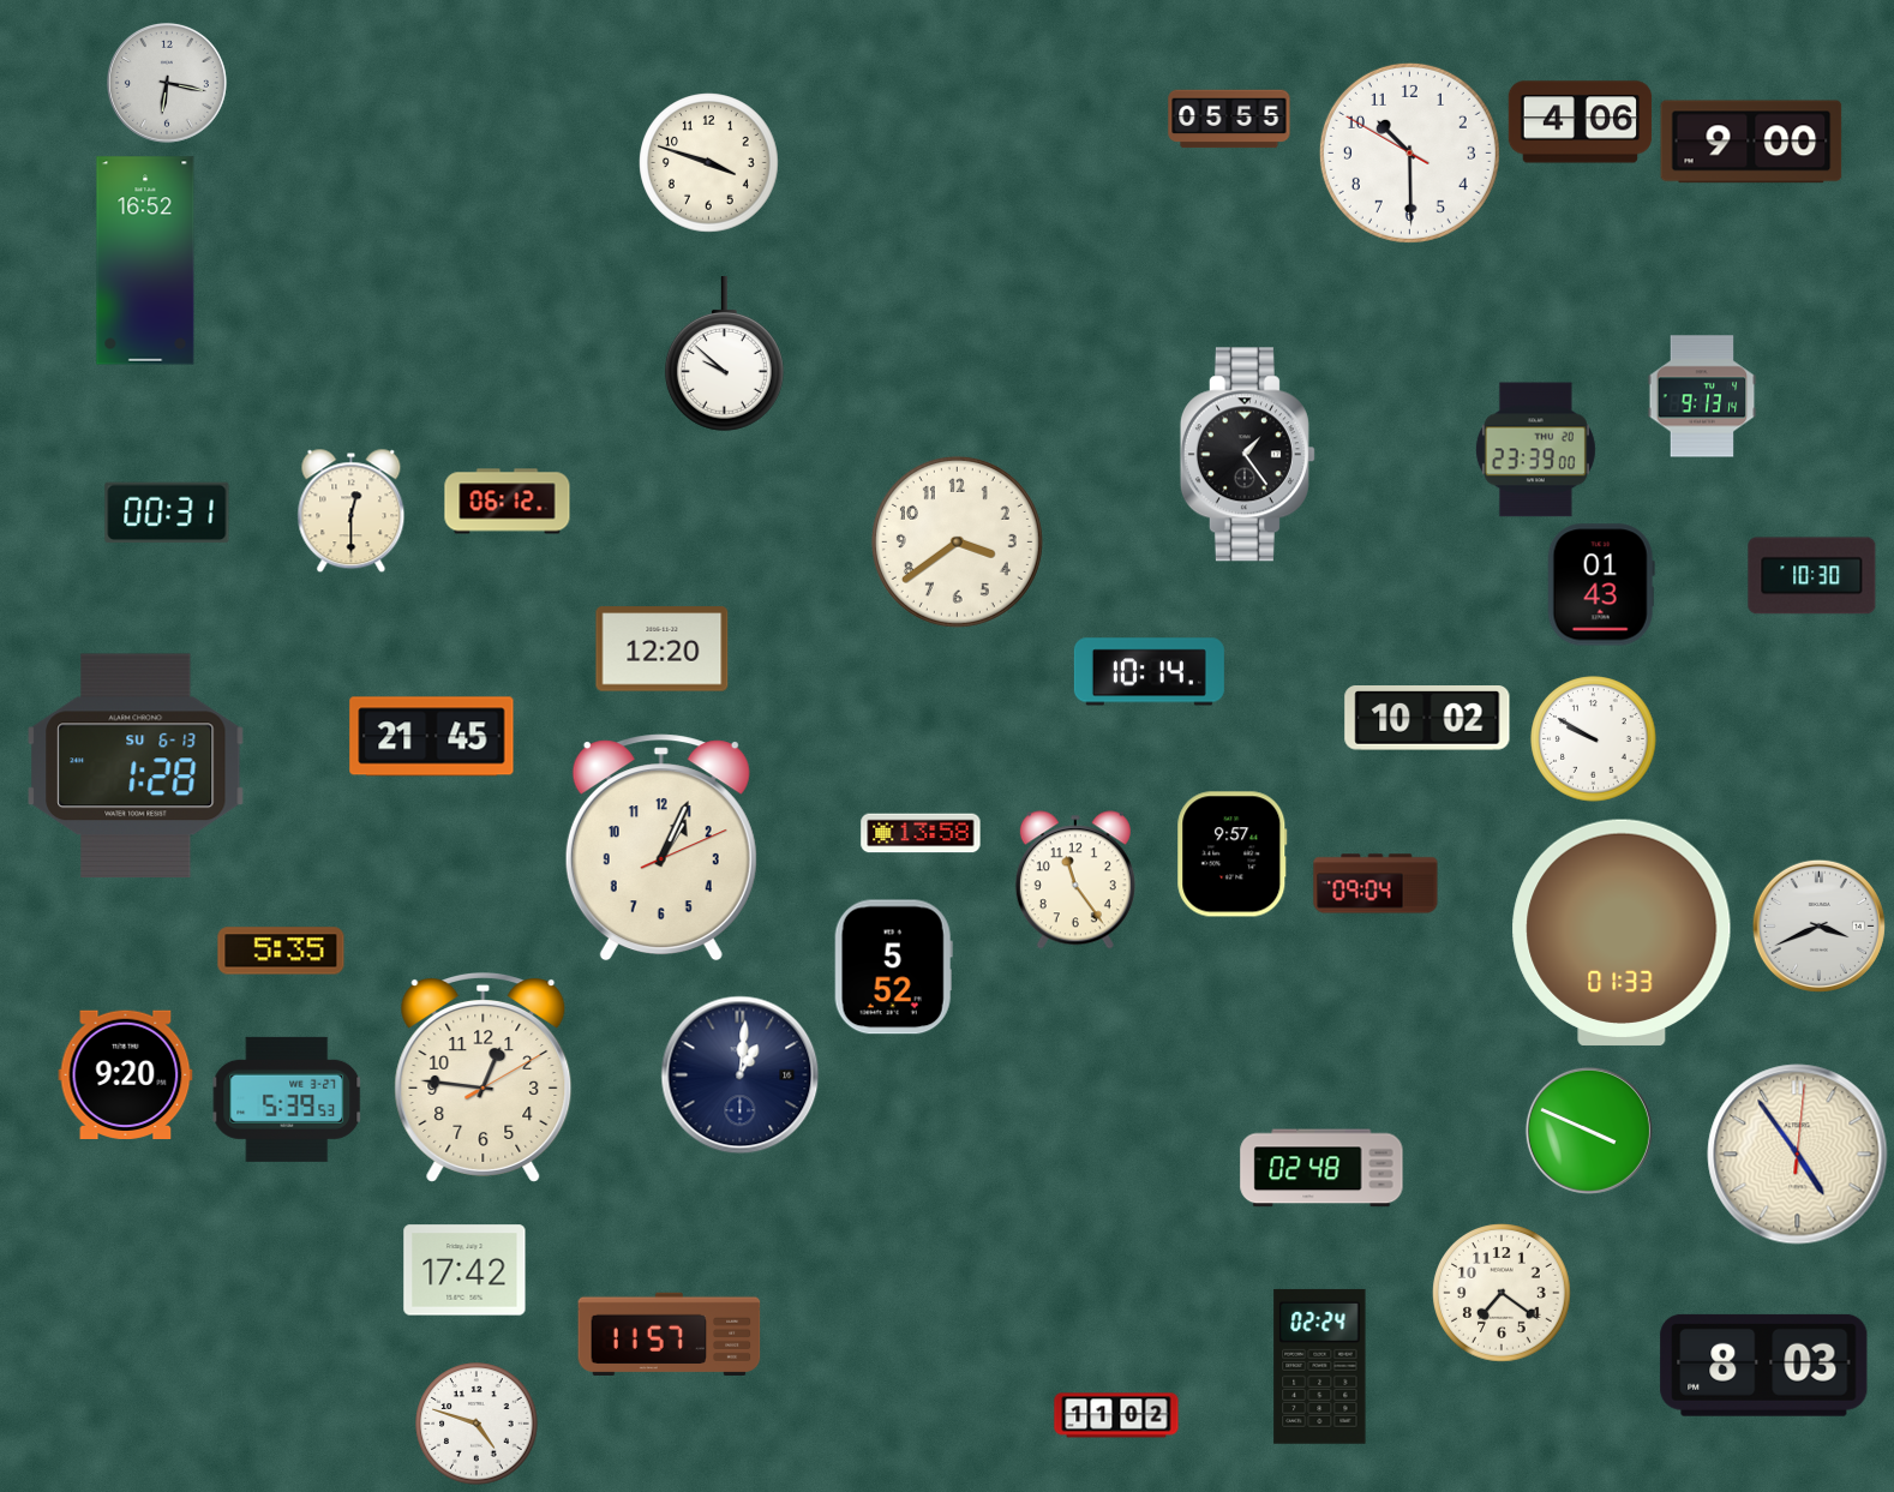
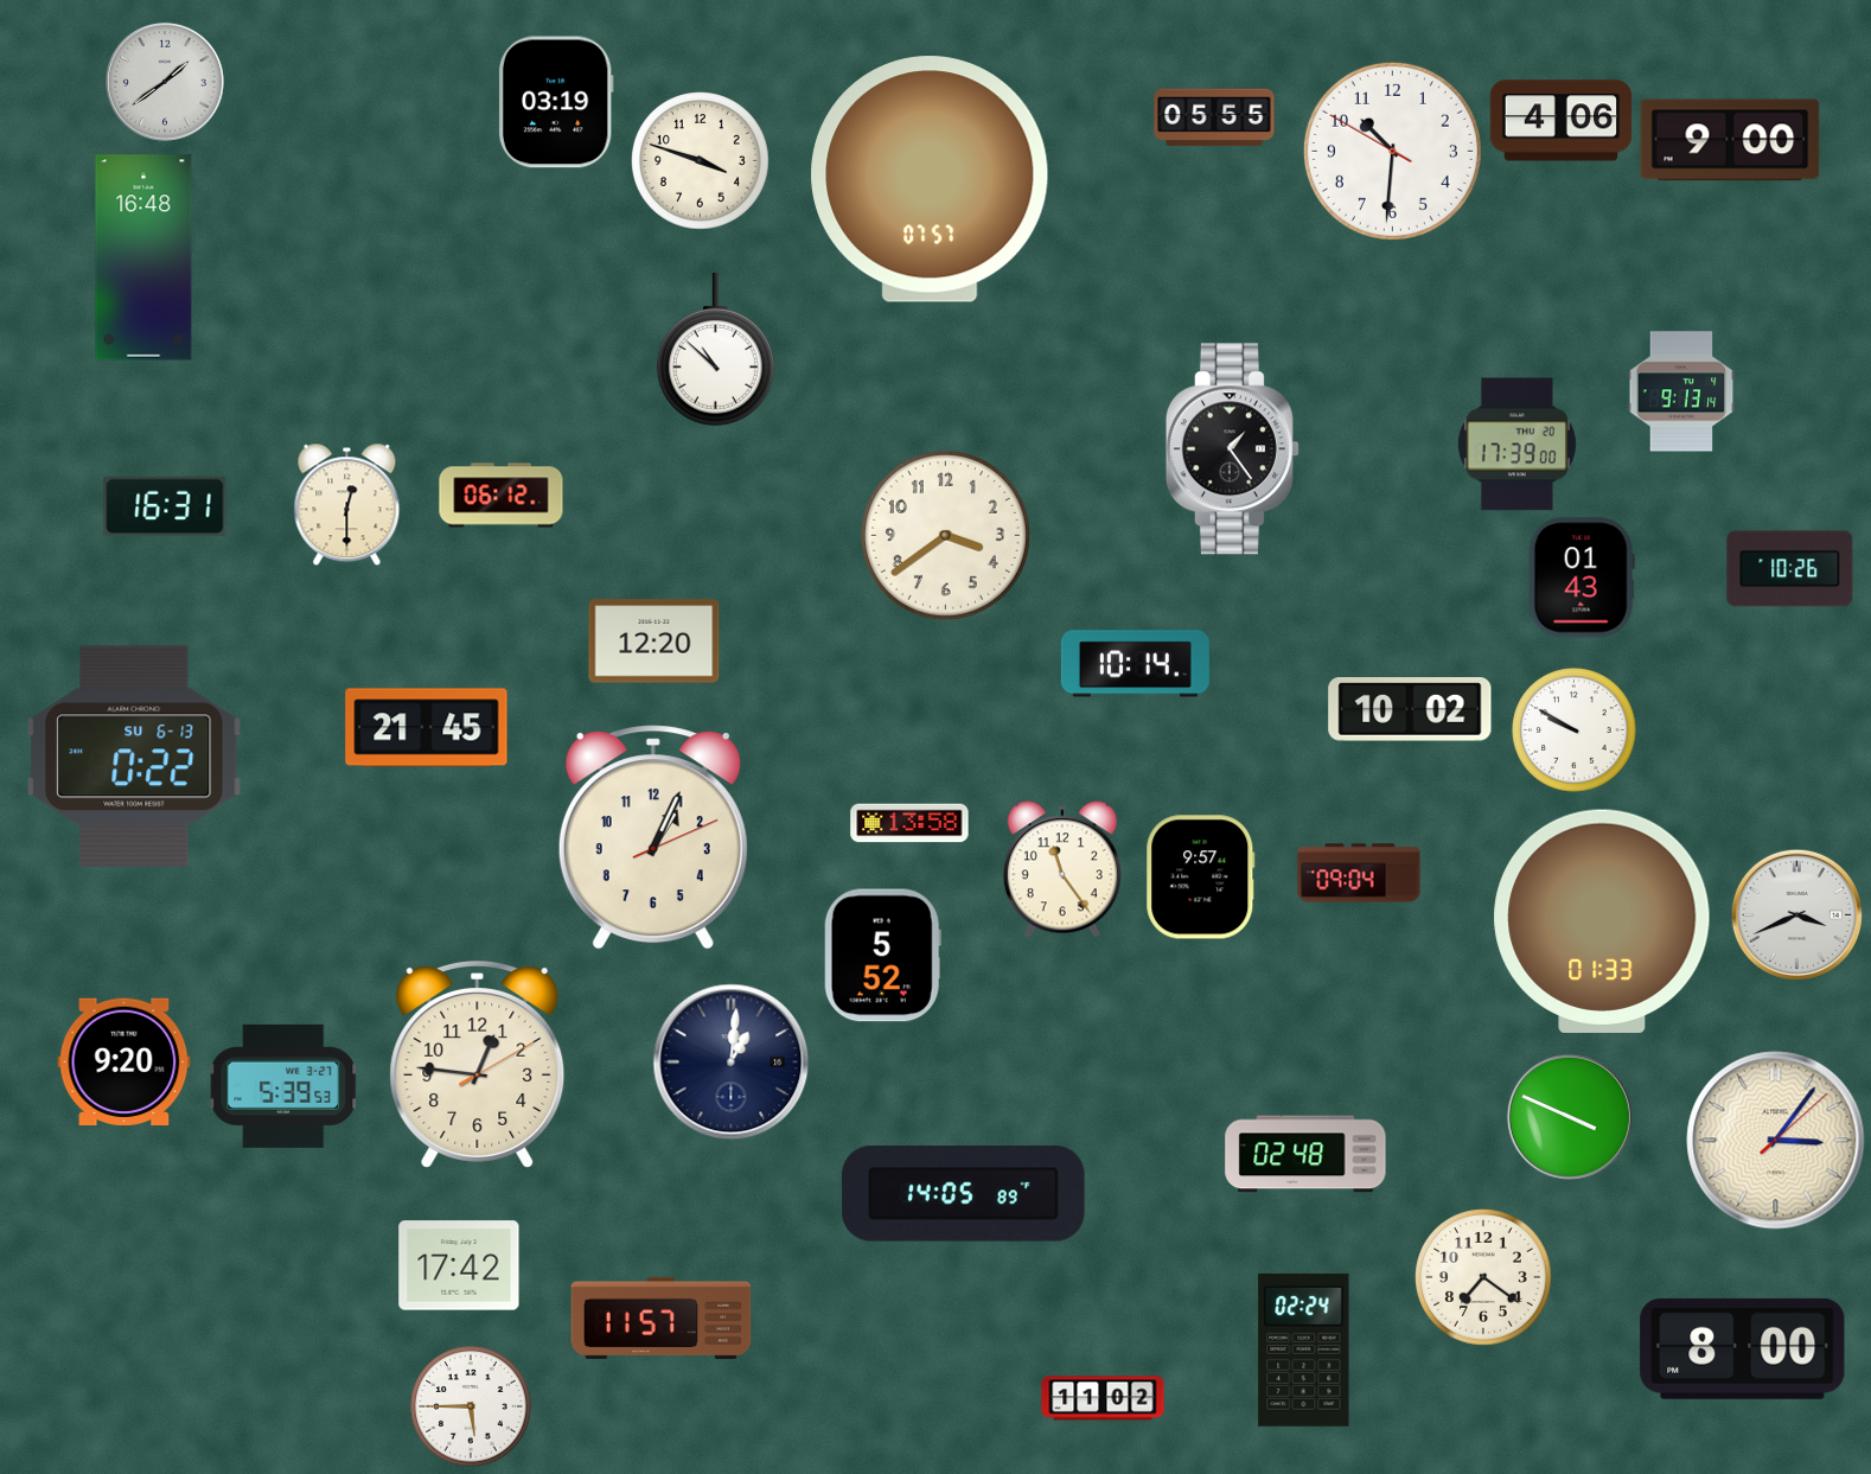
clock at (167, 83): 6:17 -> 1:39
clock at (556, 102): none -> 03:19
clock at (1409, 152): 10:29 -> 10:30
clock at (930, 179): none -> 07:57
clock at (145, 260): 16:52 -> 16:48
clock at (724, 354): 9:52 -> 10:52
clock at (1535, 450): 23:39 -> 17:39
clock at (167, 513): 00:31 -> 16:31
clock at (1812, 576): 10:30 -> 10:26
clock at (136, 765): 1:28 -> 0:22
clock at (1233, 855) position: (1233, 855) -> (1201, 878)
clock at (281, 951): 5:35 -> none
clock at (1798, 1155): 4:54 -> 3:06
clock at (964, 1194): none -> 14:05
clock at (464, 1270) position: (464, 1270) -> (459, 1265)
clock at (1764, 1365): 8:03 -> 8:00
clock at (477, 1424): 4:48 -> 5:45
